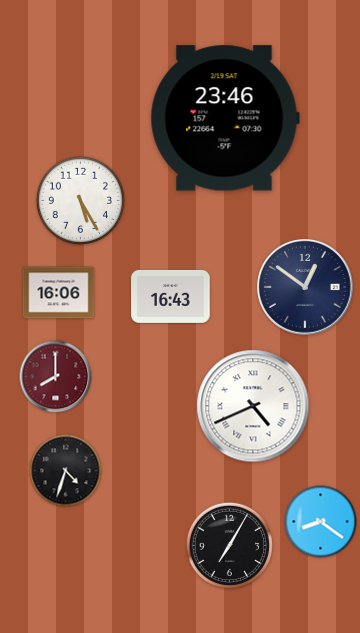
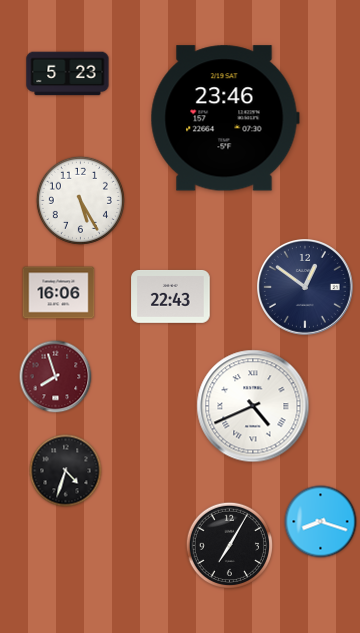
clock at (68, 74): none -> 5:23
clock at (171, 296): 16:43 -> 22:43
clock at (56, 377): 8:00 -> 7:57
clock at (321, 522): 8:21 -> 8:18
